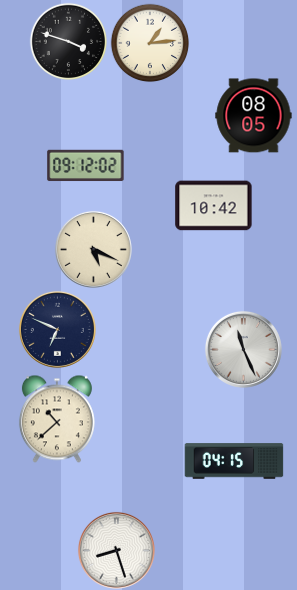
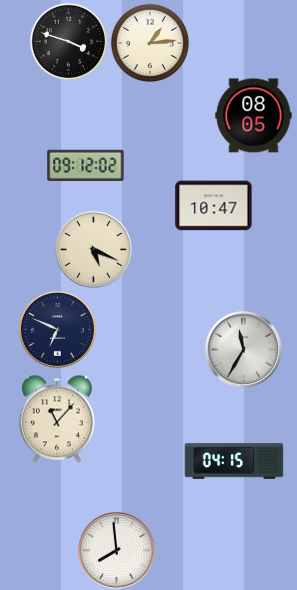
clock at (214, 206): 10:42 -> 10:47
clock at (243, 349): 11:26 -> 11:35
clock at (57, 419): 10:38 -> 11:07
clock at (116, 550): 8:27 -> 7:59
